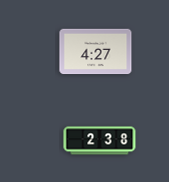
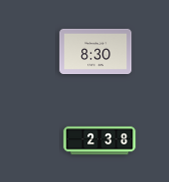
clock at (96, 52): 4:27 -> 8:30
